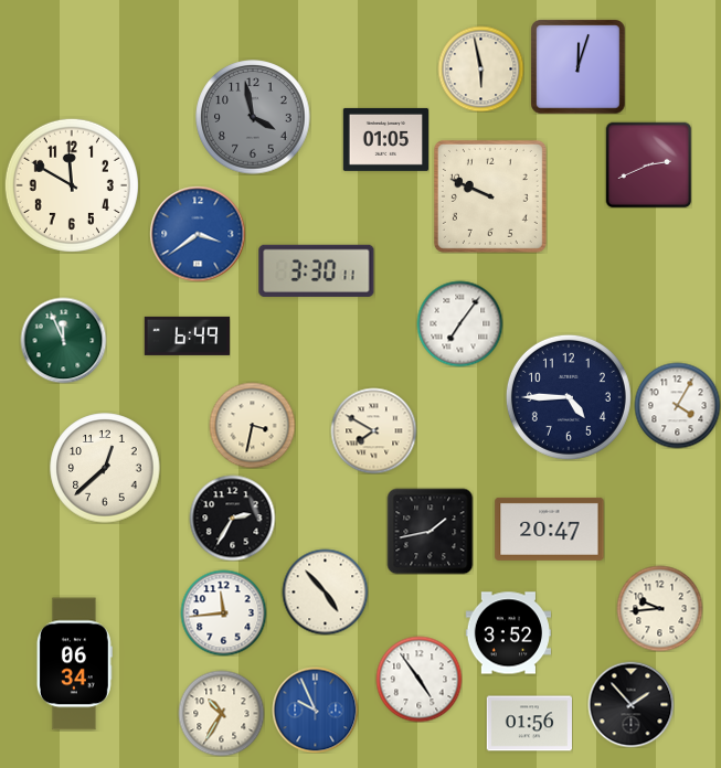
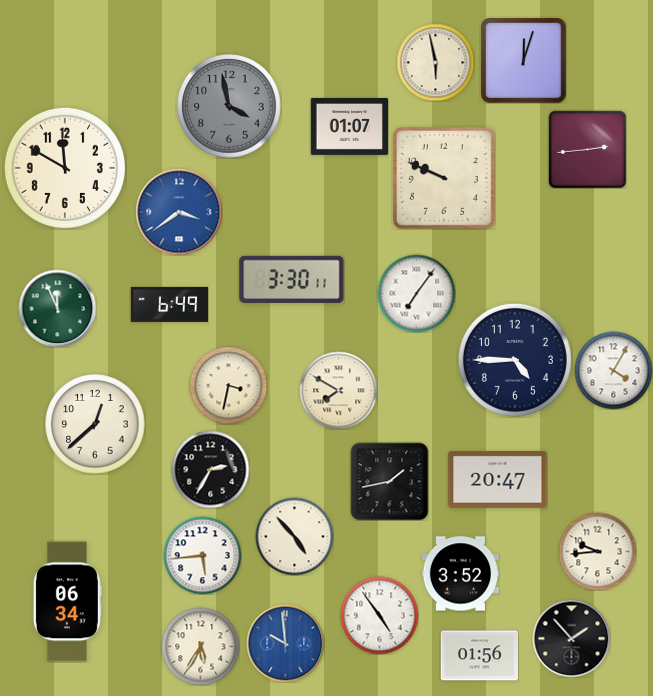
clock at (385, 139): 01:05 -> 01:07
clock at (648, 164): 2:41 -> 2:44
clock at (317, 270) position: (317, 270) -> (292, 279)
clock at (677, 405) position: (677, 405) -> (613, 370)
clock at (223, 612): 11:44 -> 5:44
clock at (315, 710): 9:56 -> 9:59
clock at (221, 713): 10:35 -> 5:35
